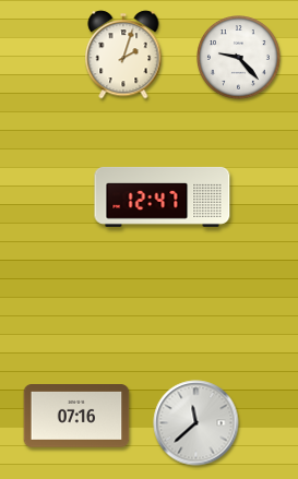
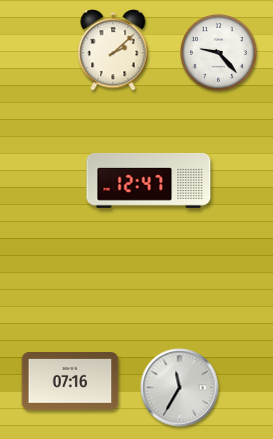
clock at (123, 55): 2:03 -> 2:08
clock at (196, 423): 11:38 -> 11:35
